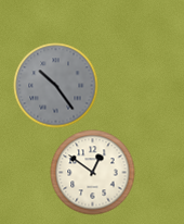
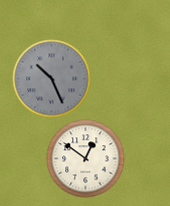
clock at (55, 85): 10:24 -> 10:26
